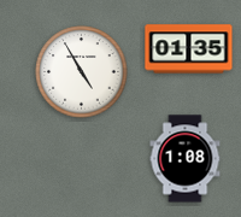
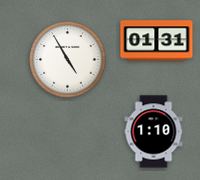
clock at (189, 49): 01:35 -> 01:31
clock at (186, 159): 1:08 -> 1:10
